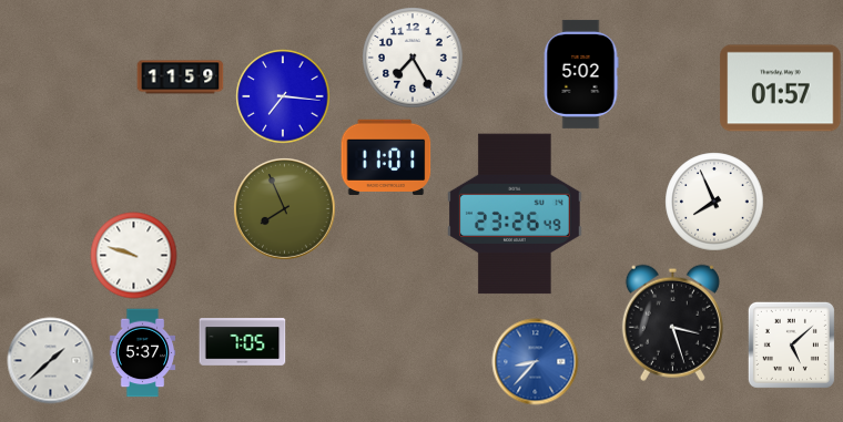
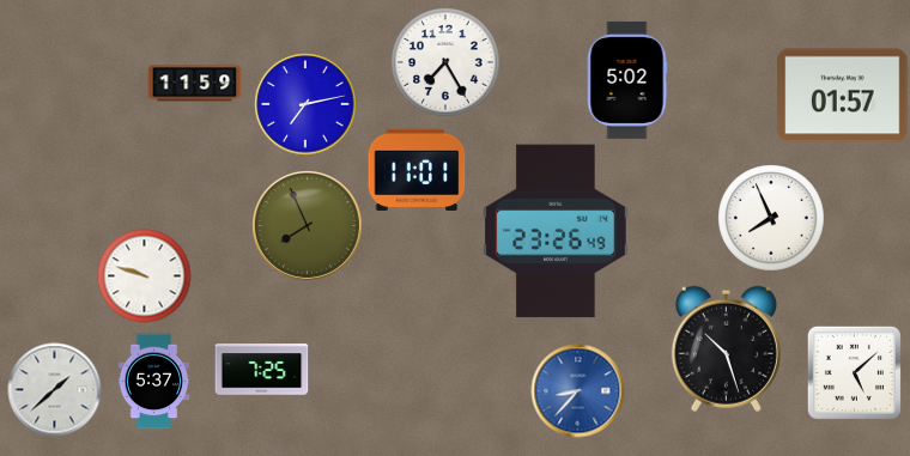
clock at (283, 96): 7:16 -> 7:13
clock at (672, 322): 3:27 -> 10:27
clock at (242, 342): 7:05 -> 7:25
